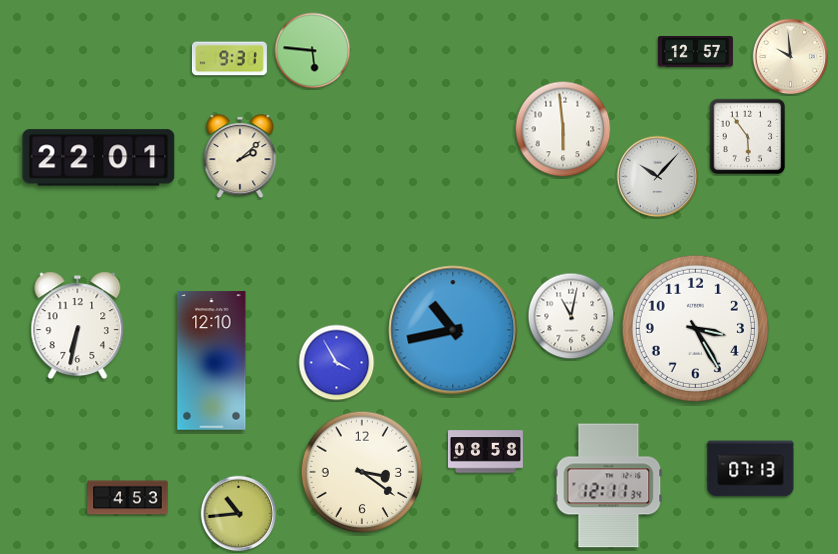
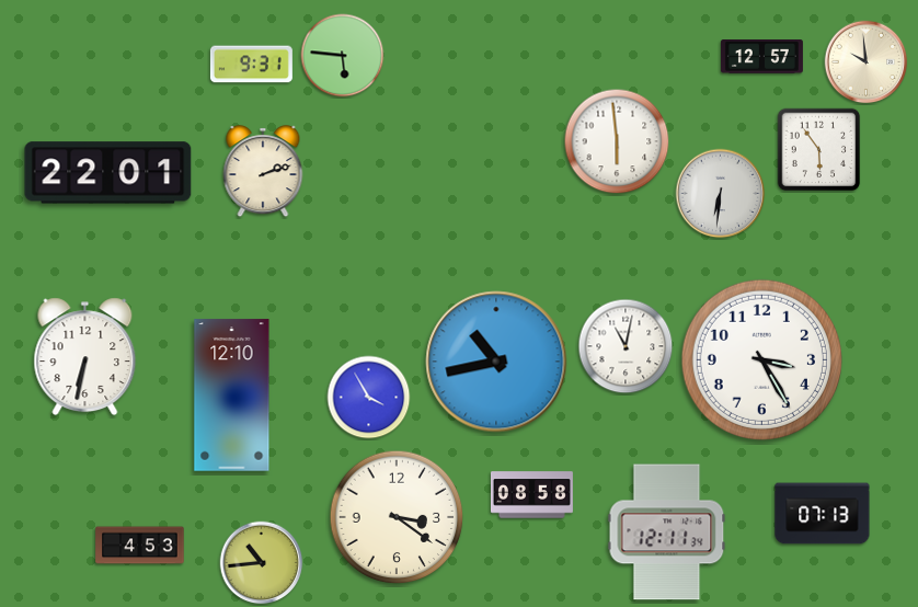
clock at (240, 157): 2:08 -> 2:12
clock at (658, 177): 10:07 -> 6:31
